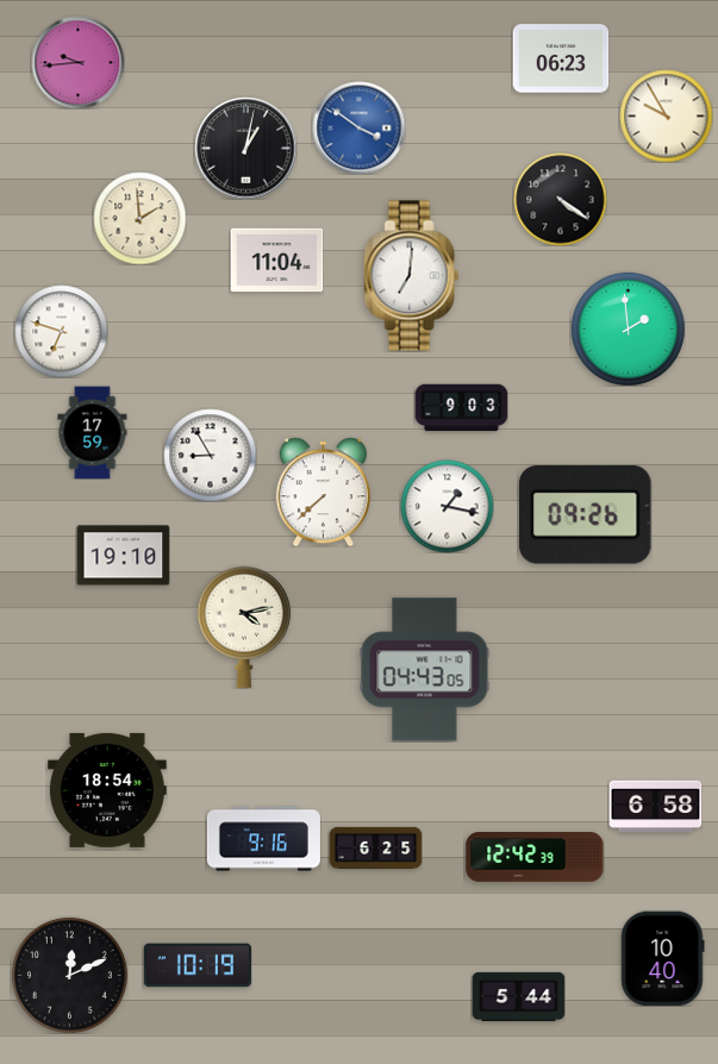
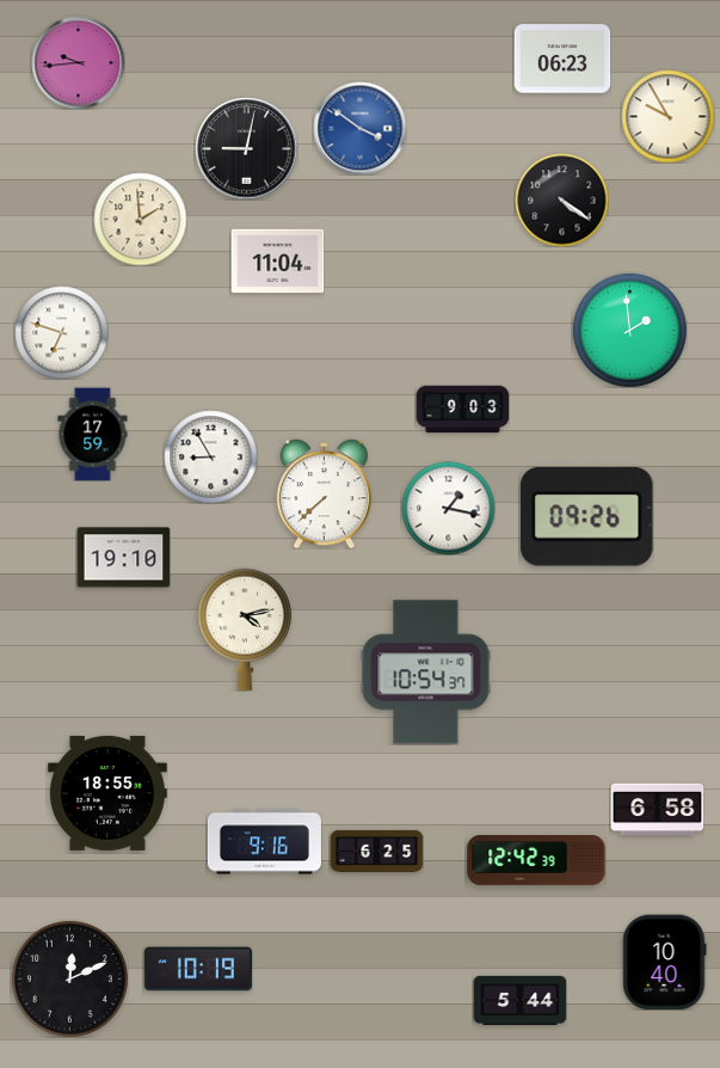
clock at (245, 148): 1:02 -> 9:02
clock at (412, 276): 7:01 -> none
clock at (425, 670): 04:43 -> 10:54
clock at (107, 790): 18:54 -> 18:55
